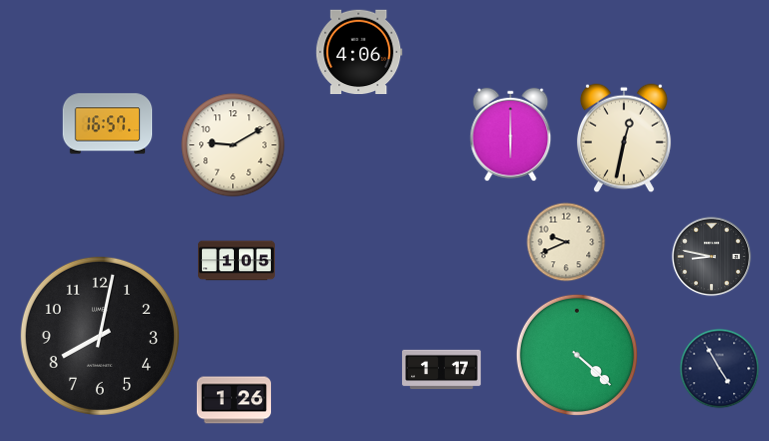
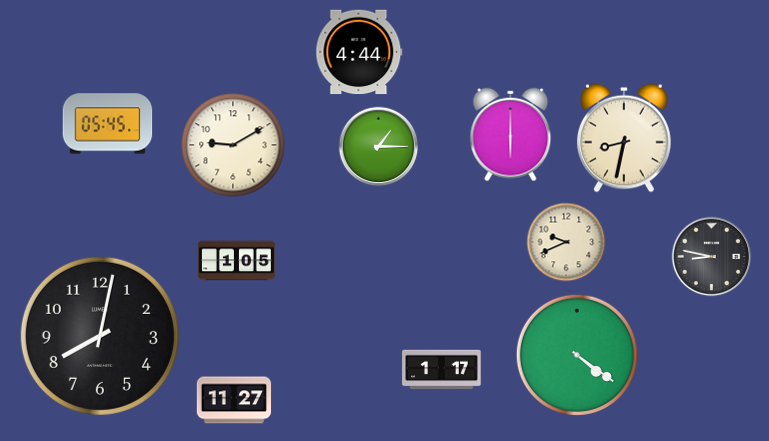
clock at (359, 52): 4:06 -> 4:44
clock at (108, 124): 16:57 -> 05:45
clock at (624, 138): 12:32 -> 8:32
clock at (379, 147): none -> 1:15
clock at (577, 355): 4:22 -> 4:21
clock at (720, 369): 4:55 -> none
clock at (234, 400): 1:26 -> 11:27
